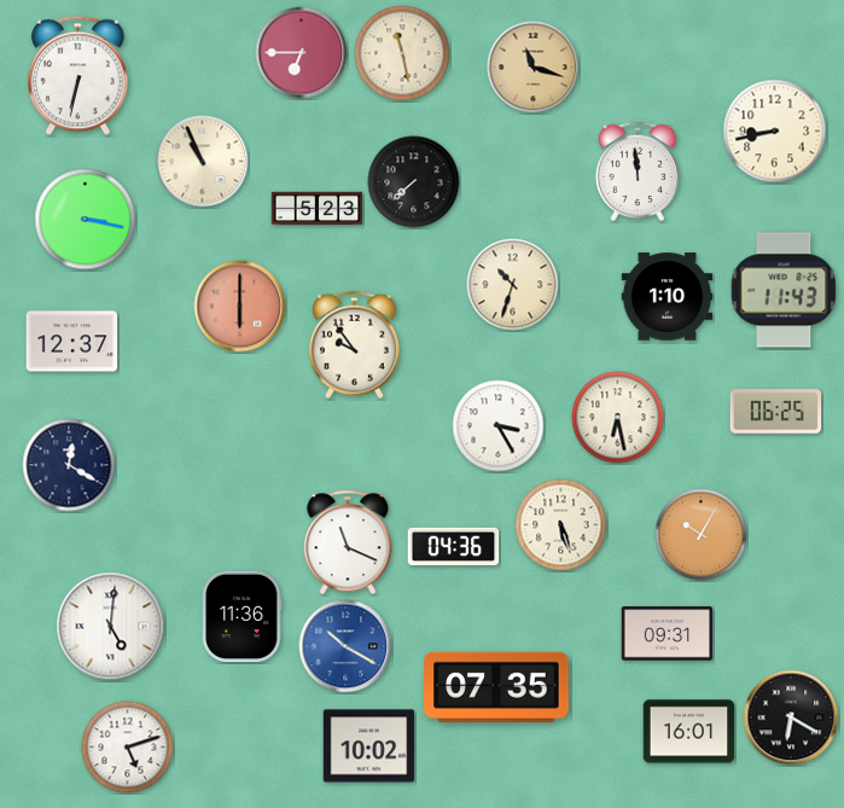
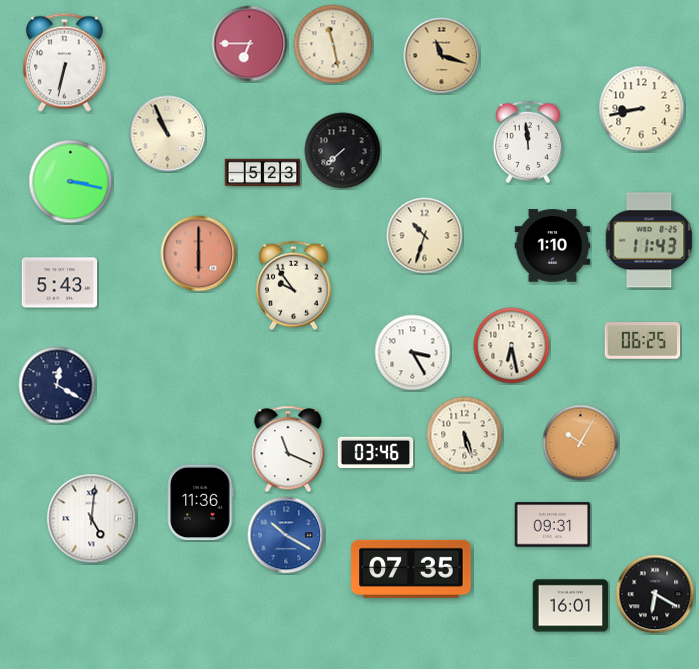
clock at (72, 342): 12:37 -> 5:43
clock at (454, 546): 04:36 -> 03:46
clock at (243, 617) position: (243, 617) -> (201, 503)
clock at (369, 746): 10:02 -> none
clock at (128, 748): 5:12 -> none
